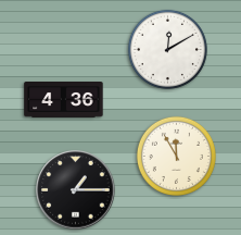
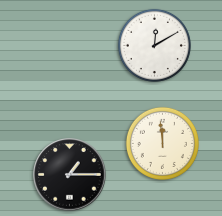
clock at (64, 100): 4:36 -> none
clock at (176, 156): 11:55 -> 11:59
